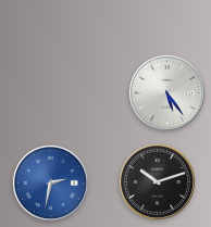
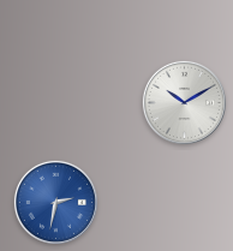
clock at (166, 92): 5:24 -> 10:10
clock at (157, 181): 10:12 -> none
